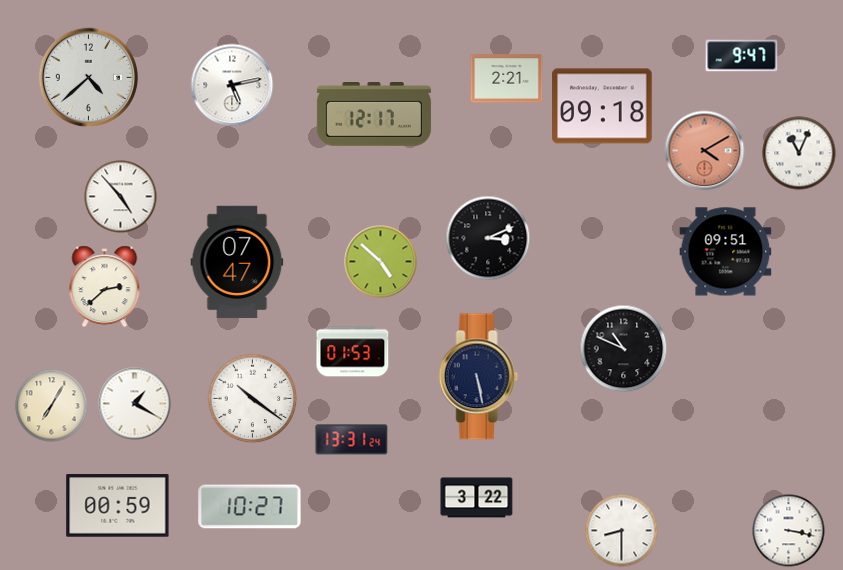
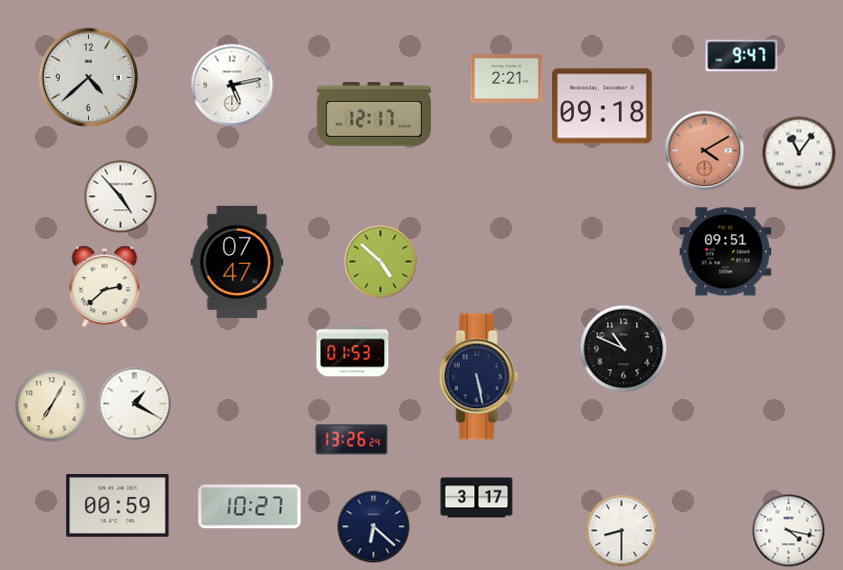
clock at (799, 153): 11:04 -> 11:06
clock at (488, 238): 3:11 -> none
clock at (253, 399): 10:21 -> none
clock at (352, 440): 13:31 -> 13:26
clock at (477, 498): 3:22 -> 3:17
clock at (374, 527): none -> 6:22
clock at (789, 531): 3:17 -> 4:17
